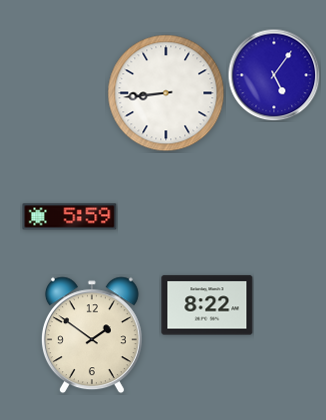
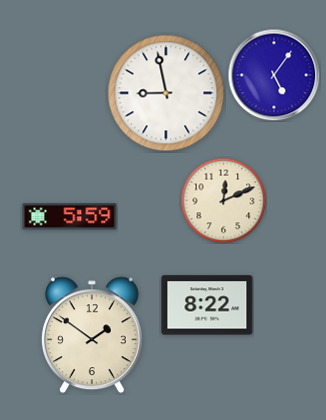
clock at (166, 93): 8:44 -> 8:58
clock at (223, 200): none -> 12:11
